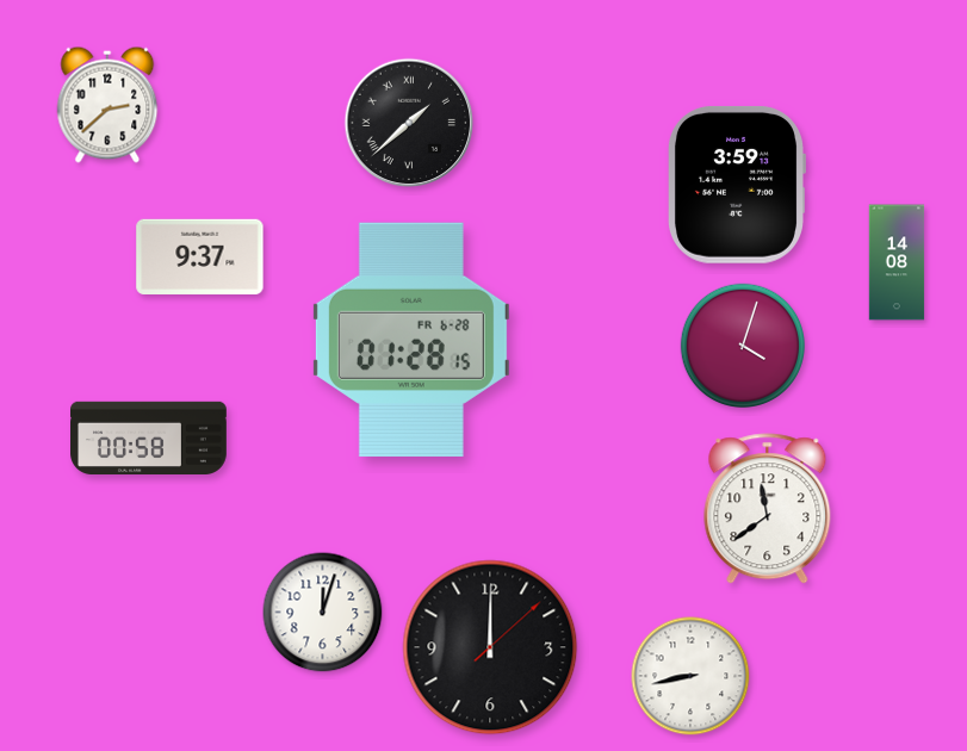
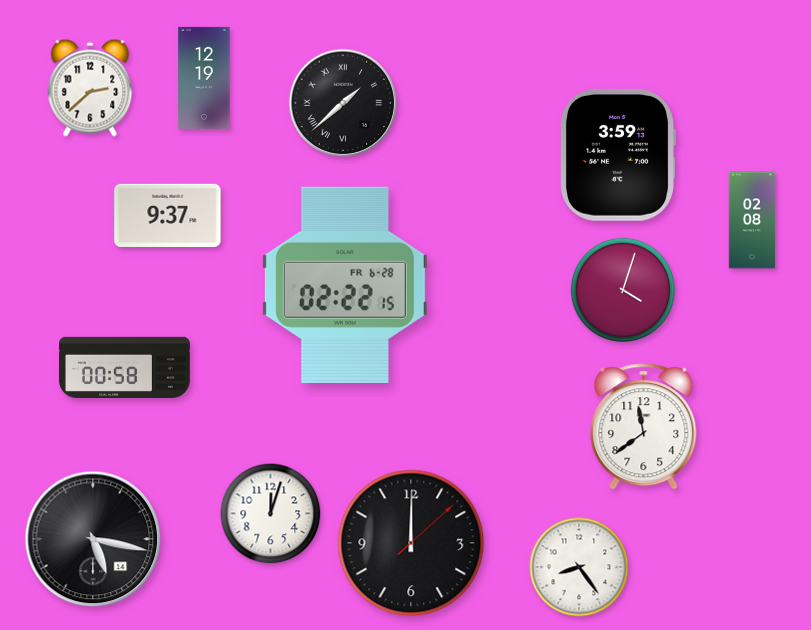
clock at (204, 78): none -> 12:19
clock at (897, 262): 14:08 -> 02:08
clock at (411, 340): 01:28 -> 02:22
clock at (93, 539): none -> 5:17
clock at (690, 676): 8:43 -> 8:24
